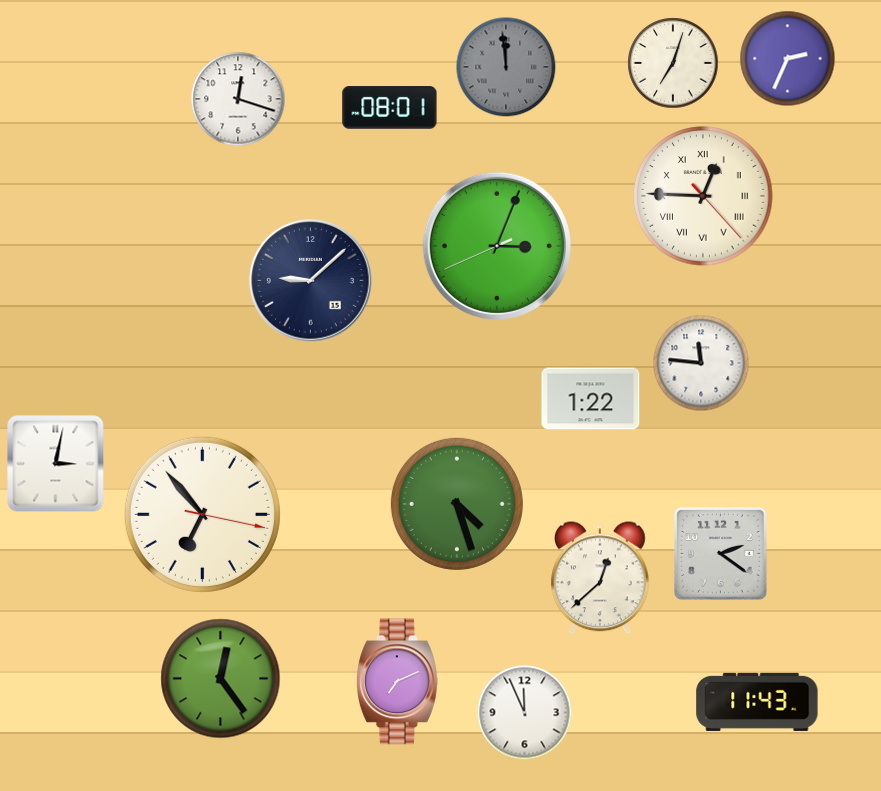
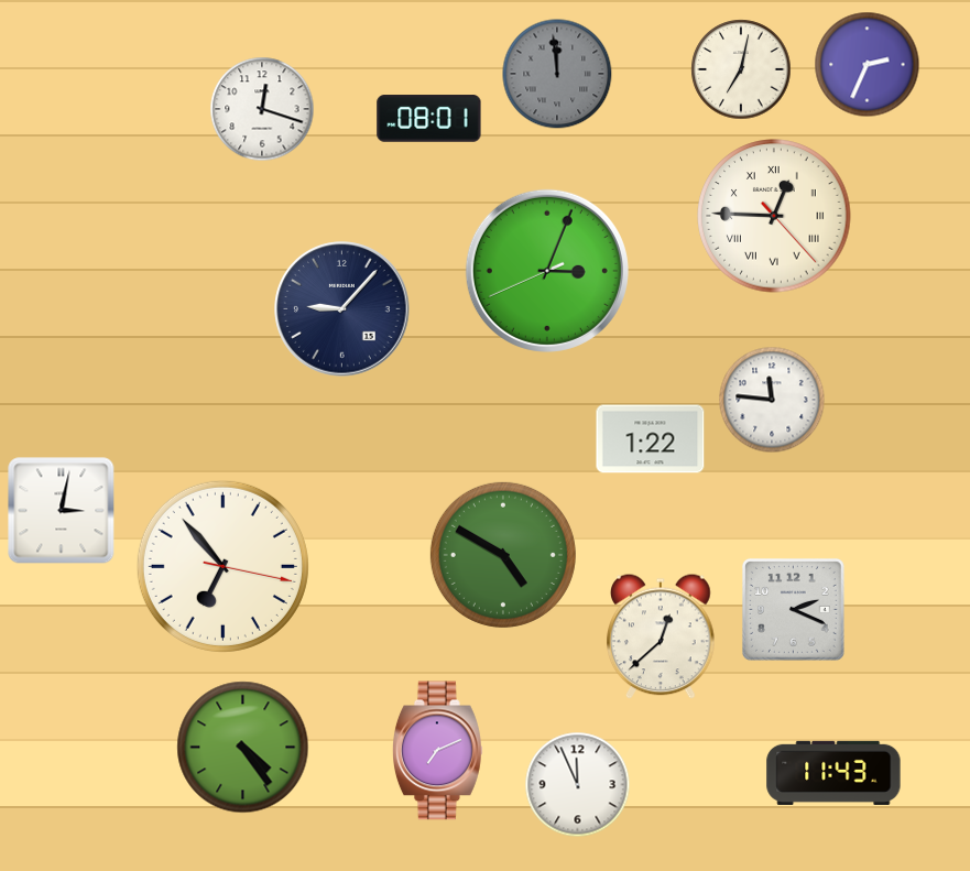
clock at (673, 63): 7:03 -> 7:02
clock at (311, 281): 9:08 -> 9:07
clock at (457, 504): 4:27 -> 4:50
clock at (720, 553): 2:21 -> 2:19
clock at (221, 679): 12:24 -> 4:24
